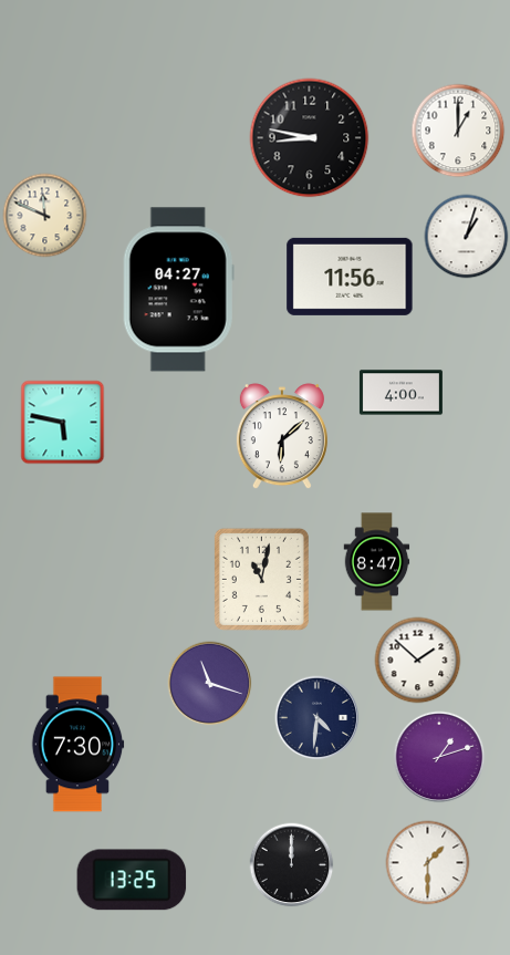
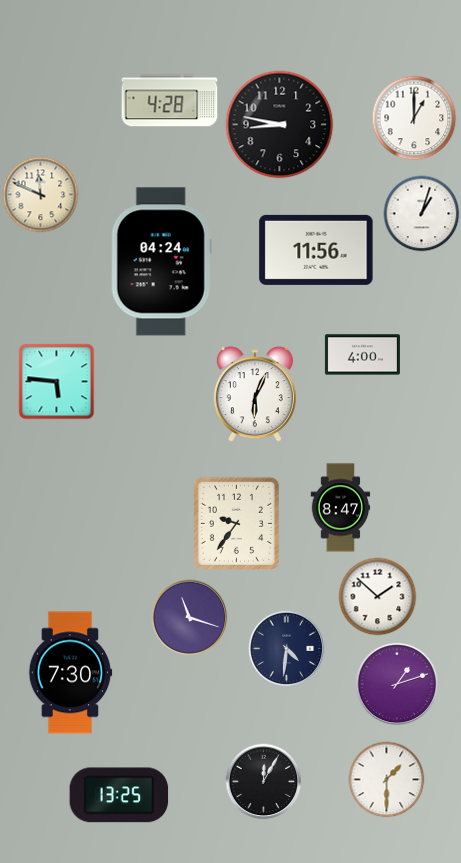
clock at (170, 101): none -> 4:28
clock at (178, 290): 04:27 -> 04:24
clock at (63, 423): 5:47 -> 5:46
clock at (282, 437): 6:08 -> 6:04
clock at (261, 579): 11:02 -> 9:36
clock at (292, 865): 12:00 -> 12:05
